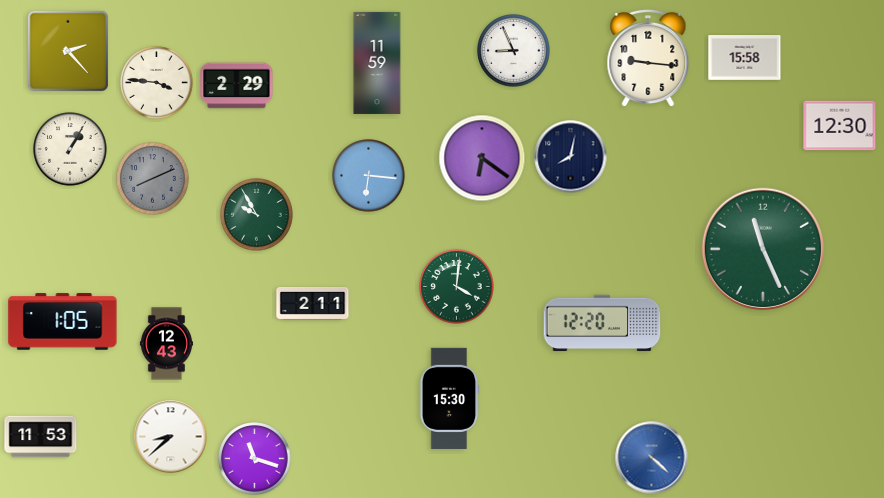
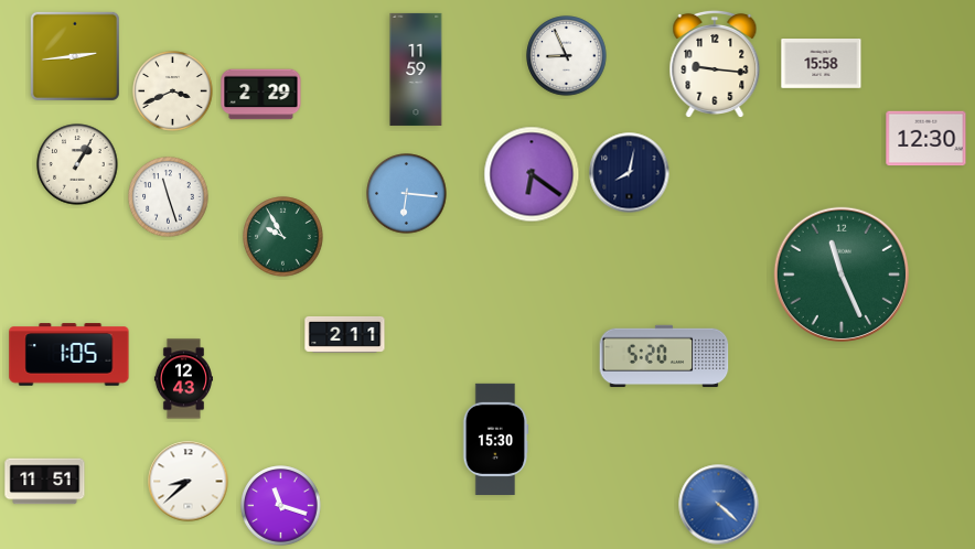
clock at (68, 51): 2:23 -> 2:44
clock at (157, 83): 3:46 -> 3:41
clock at (153, 179): 8:11 -> 11:27
clock at (153, 179) dial: grey -> white
clock at (457, 287): 4:01 -> none
clock at (602, 323): 12:20 -> 5:20
clock at (41, 437): 11:53 -> 11:51
